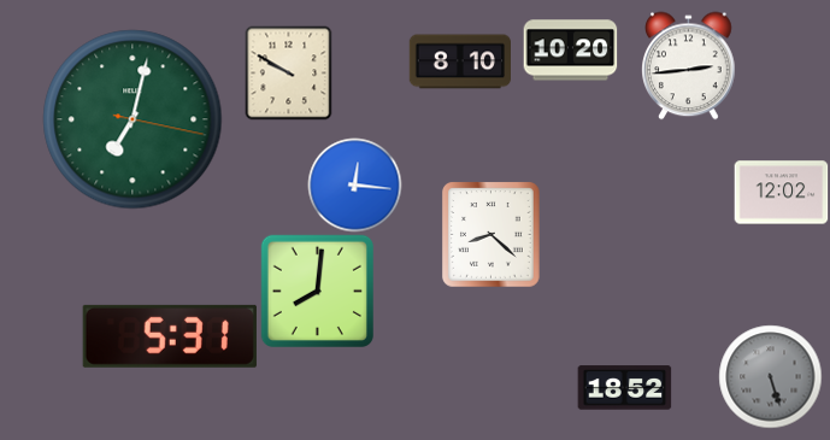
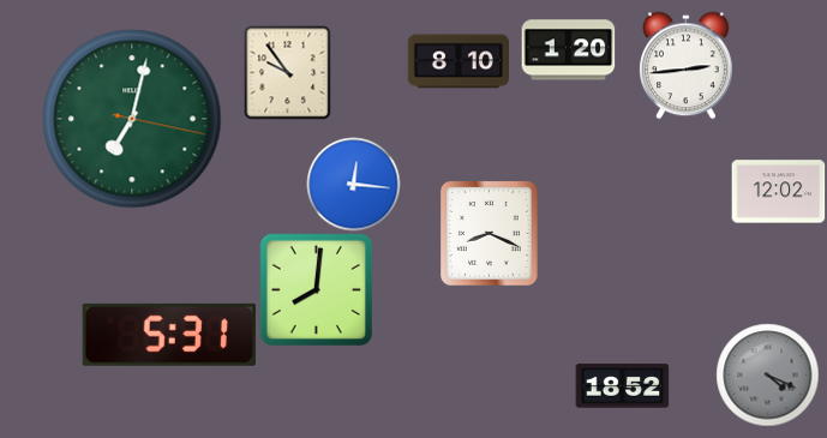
clock at (570, 51): 10:20 -> 1:20
clock at (289, 72): 9:50 -> 9:54
clock at (491, 235): 8:22 -> 8:19
clock at (770, 376): 5:27 -> 4:19
